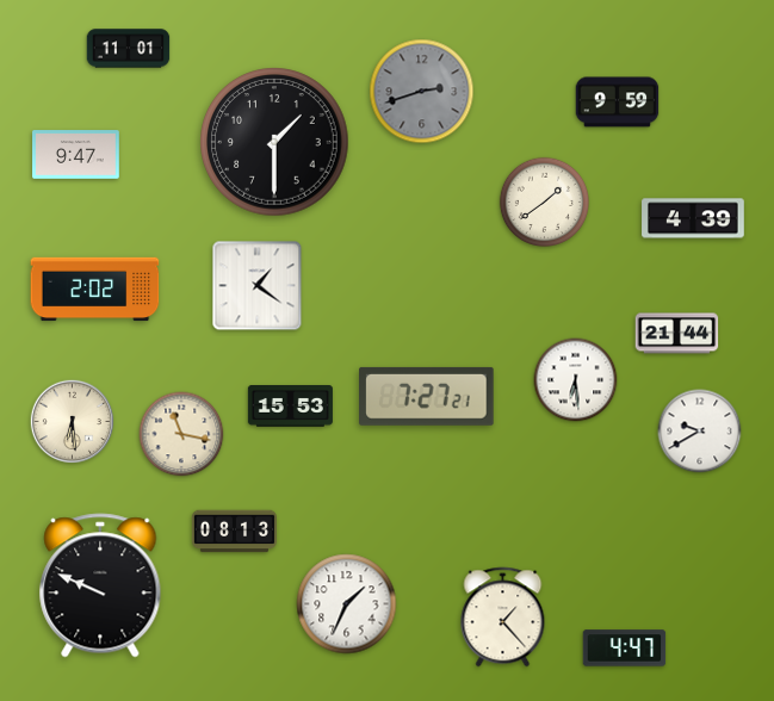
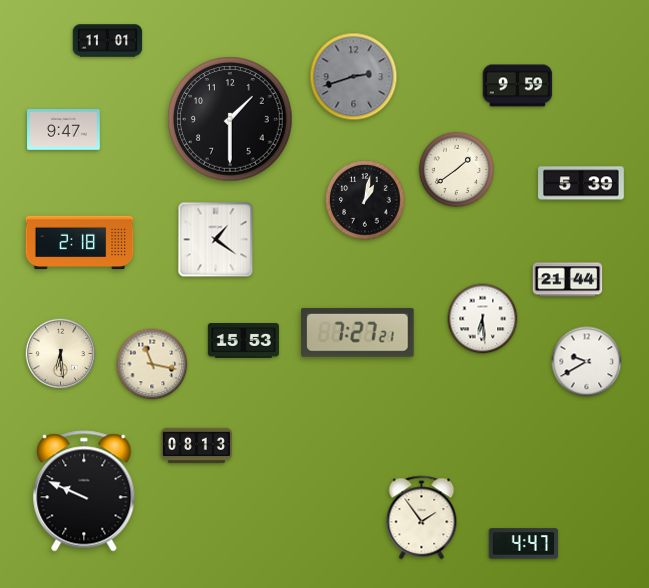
clock at (693, 218): 4:39 -> 5:39
clock at (365, 200): none -> 1:02
clock at (95, 290): 2:02 -> 2:18
clock at (347, 604): 1:34 -> none
clock at (503, 618): 1:23 -> 1:54
